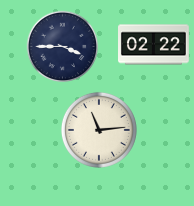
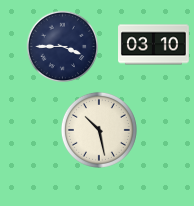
clock at (154, 45): 02:22 -> 03:10
clock at (99, 130): 11:14 -> 10:28
